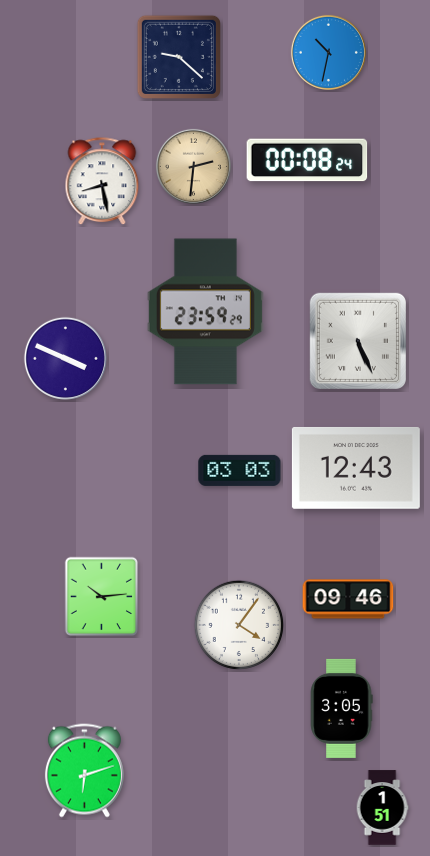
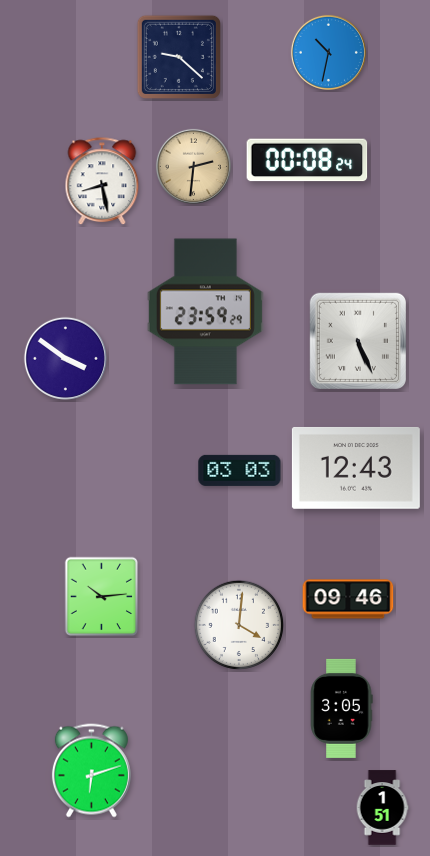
clock at (65, 358): 3:49 -> 3:51
clock at (239, 625): 4:06 -> 4:01
clock at (84, 771) position: (84, 771) -> (91, 771)
